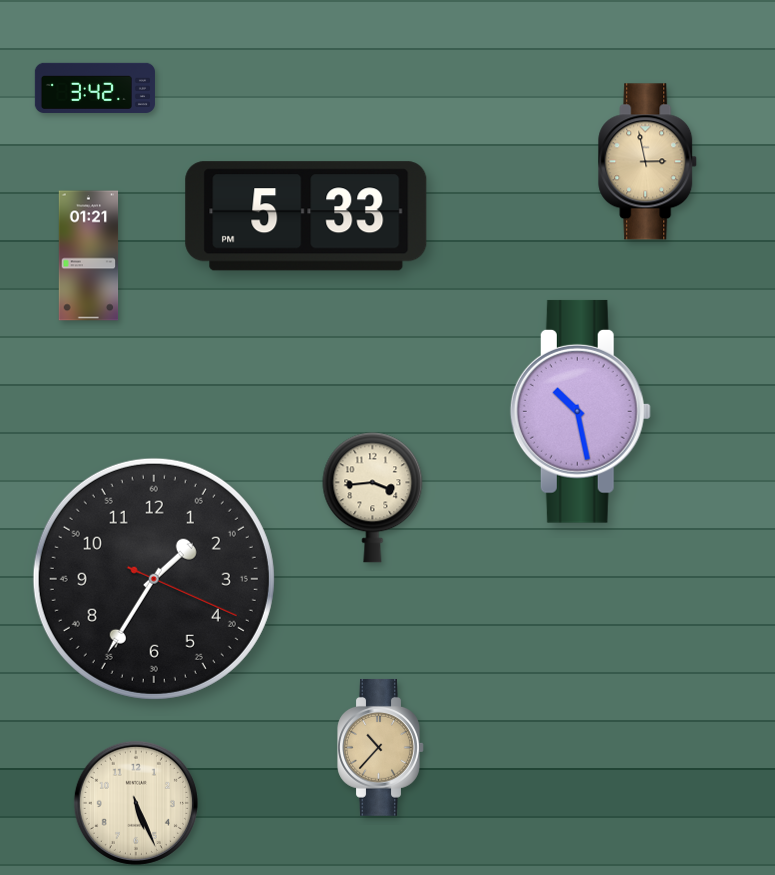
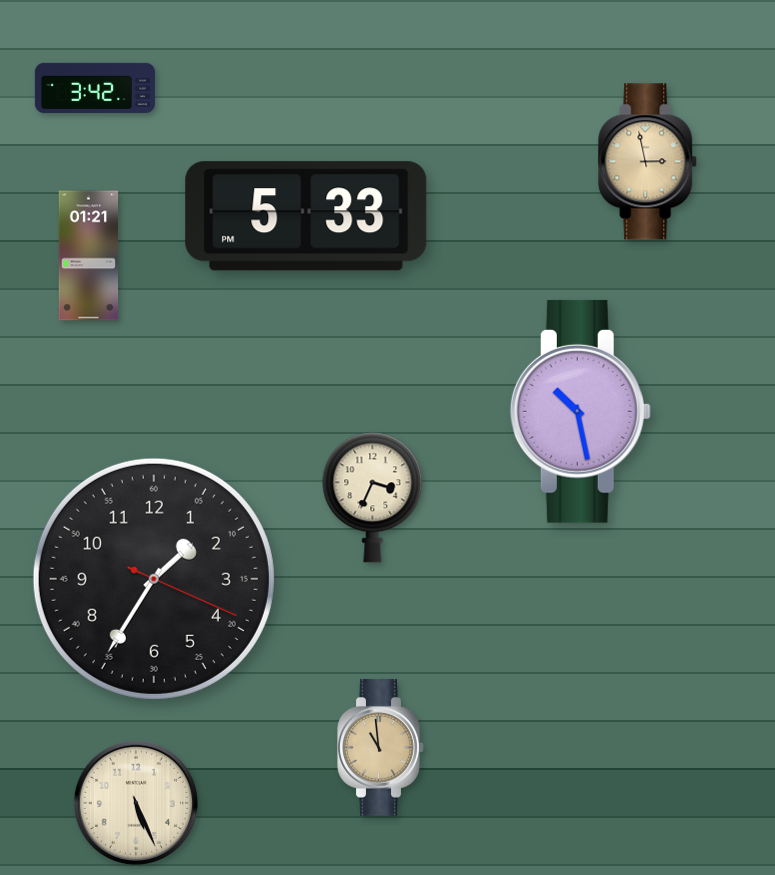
clock at (373, 498): 3:44 -> 3:34
clock at (381, 747): 10:37 -> 10:59
